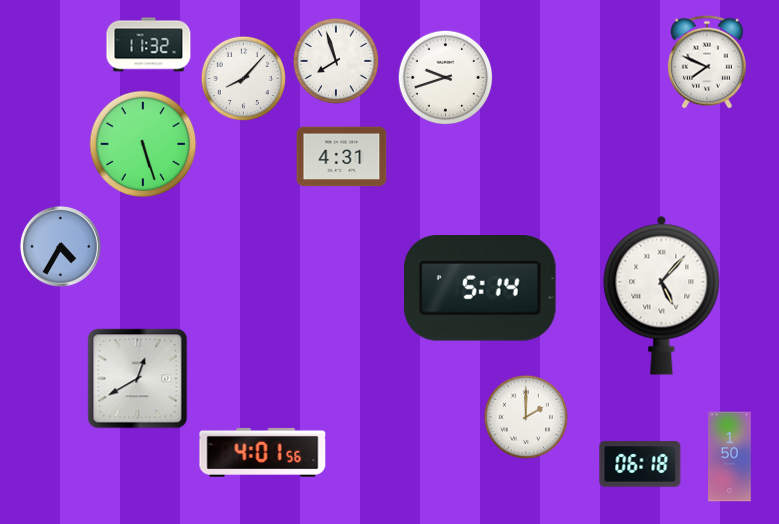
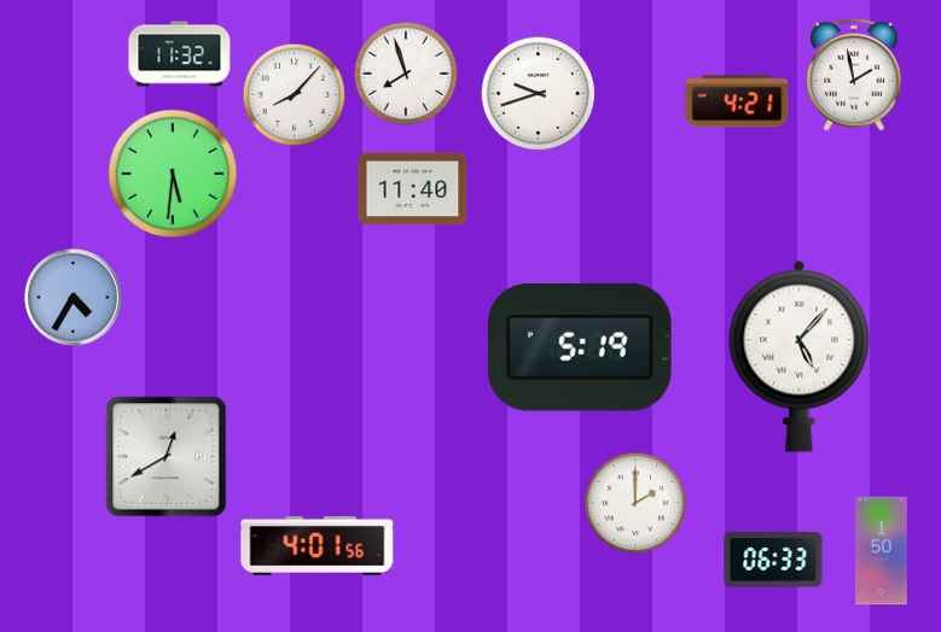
clock at (707, 62): 7:49 -> 1:58
clock at (737, 101): none -> 4:21
clock at (143, 144): 5:27 -> 5:31
clock at (342, 157): 4:31 -> 11:40
clock at (480, 289): 5:14 -> 5:19
clock at (640, 464): 06:18 -> 06:33
